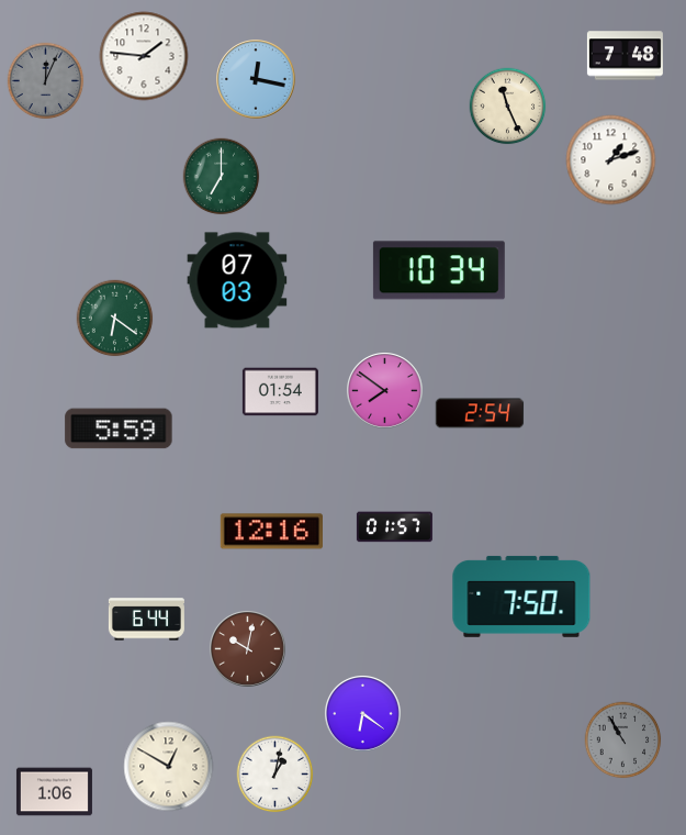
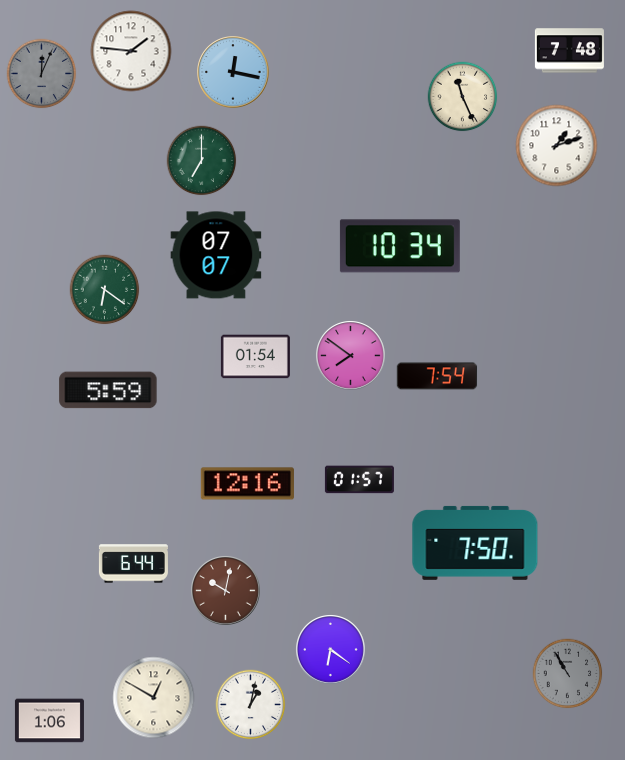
clock at (237, 280): 07:03 -> 07:07
clock at (480, 413): 2:54 -> 7:54
